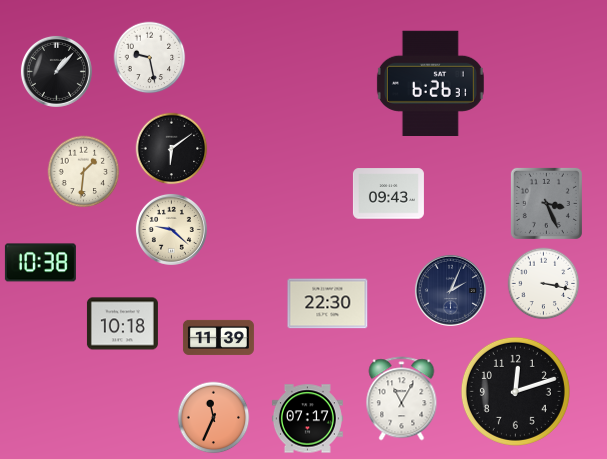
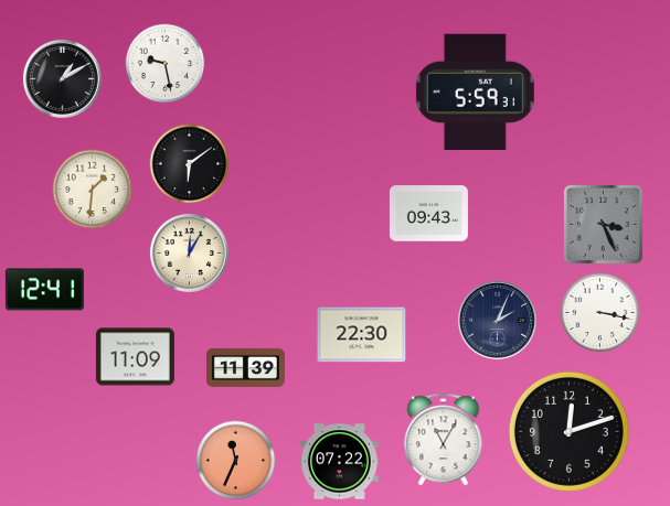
clock at (56, 71): 1:07 -> 1:10
clock at (430, 83): 6:26 -> 5:59
clock at (171, 229): 9:22 -> 12:05
clock at (40, 263): 10:38 -> 12:41
clock at (122, 324): 10:18 -> 11:09
clock at (218, 337) position: (218, 337) -> (245, 367)
clock at (307, 419): 07:17 -> 07:22
